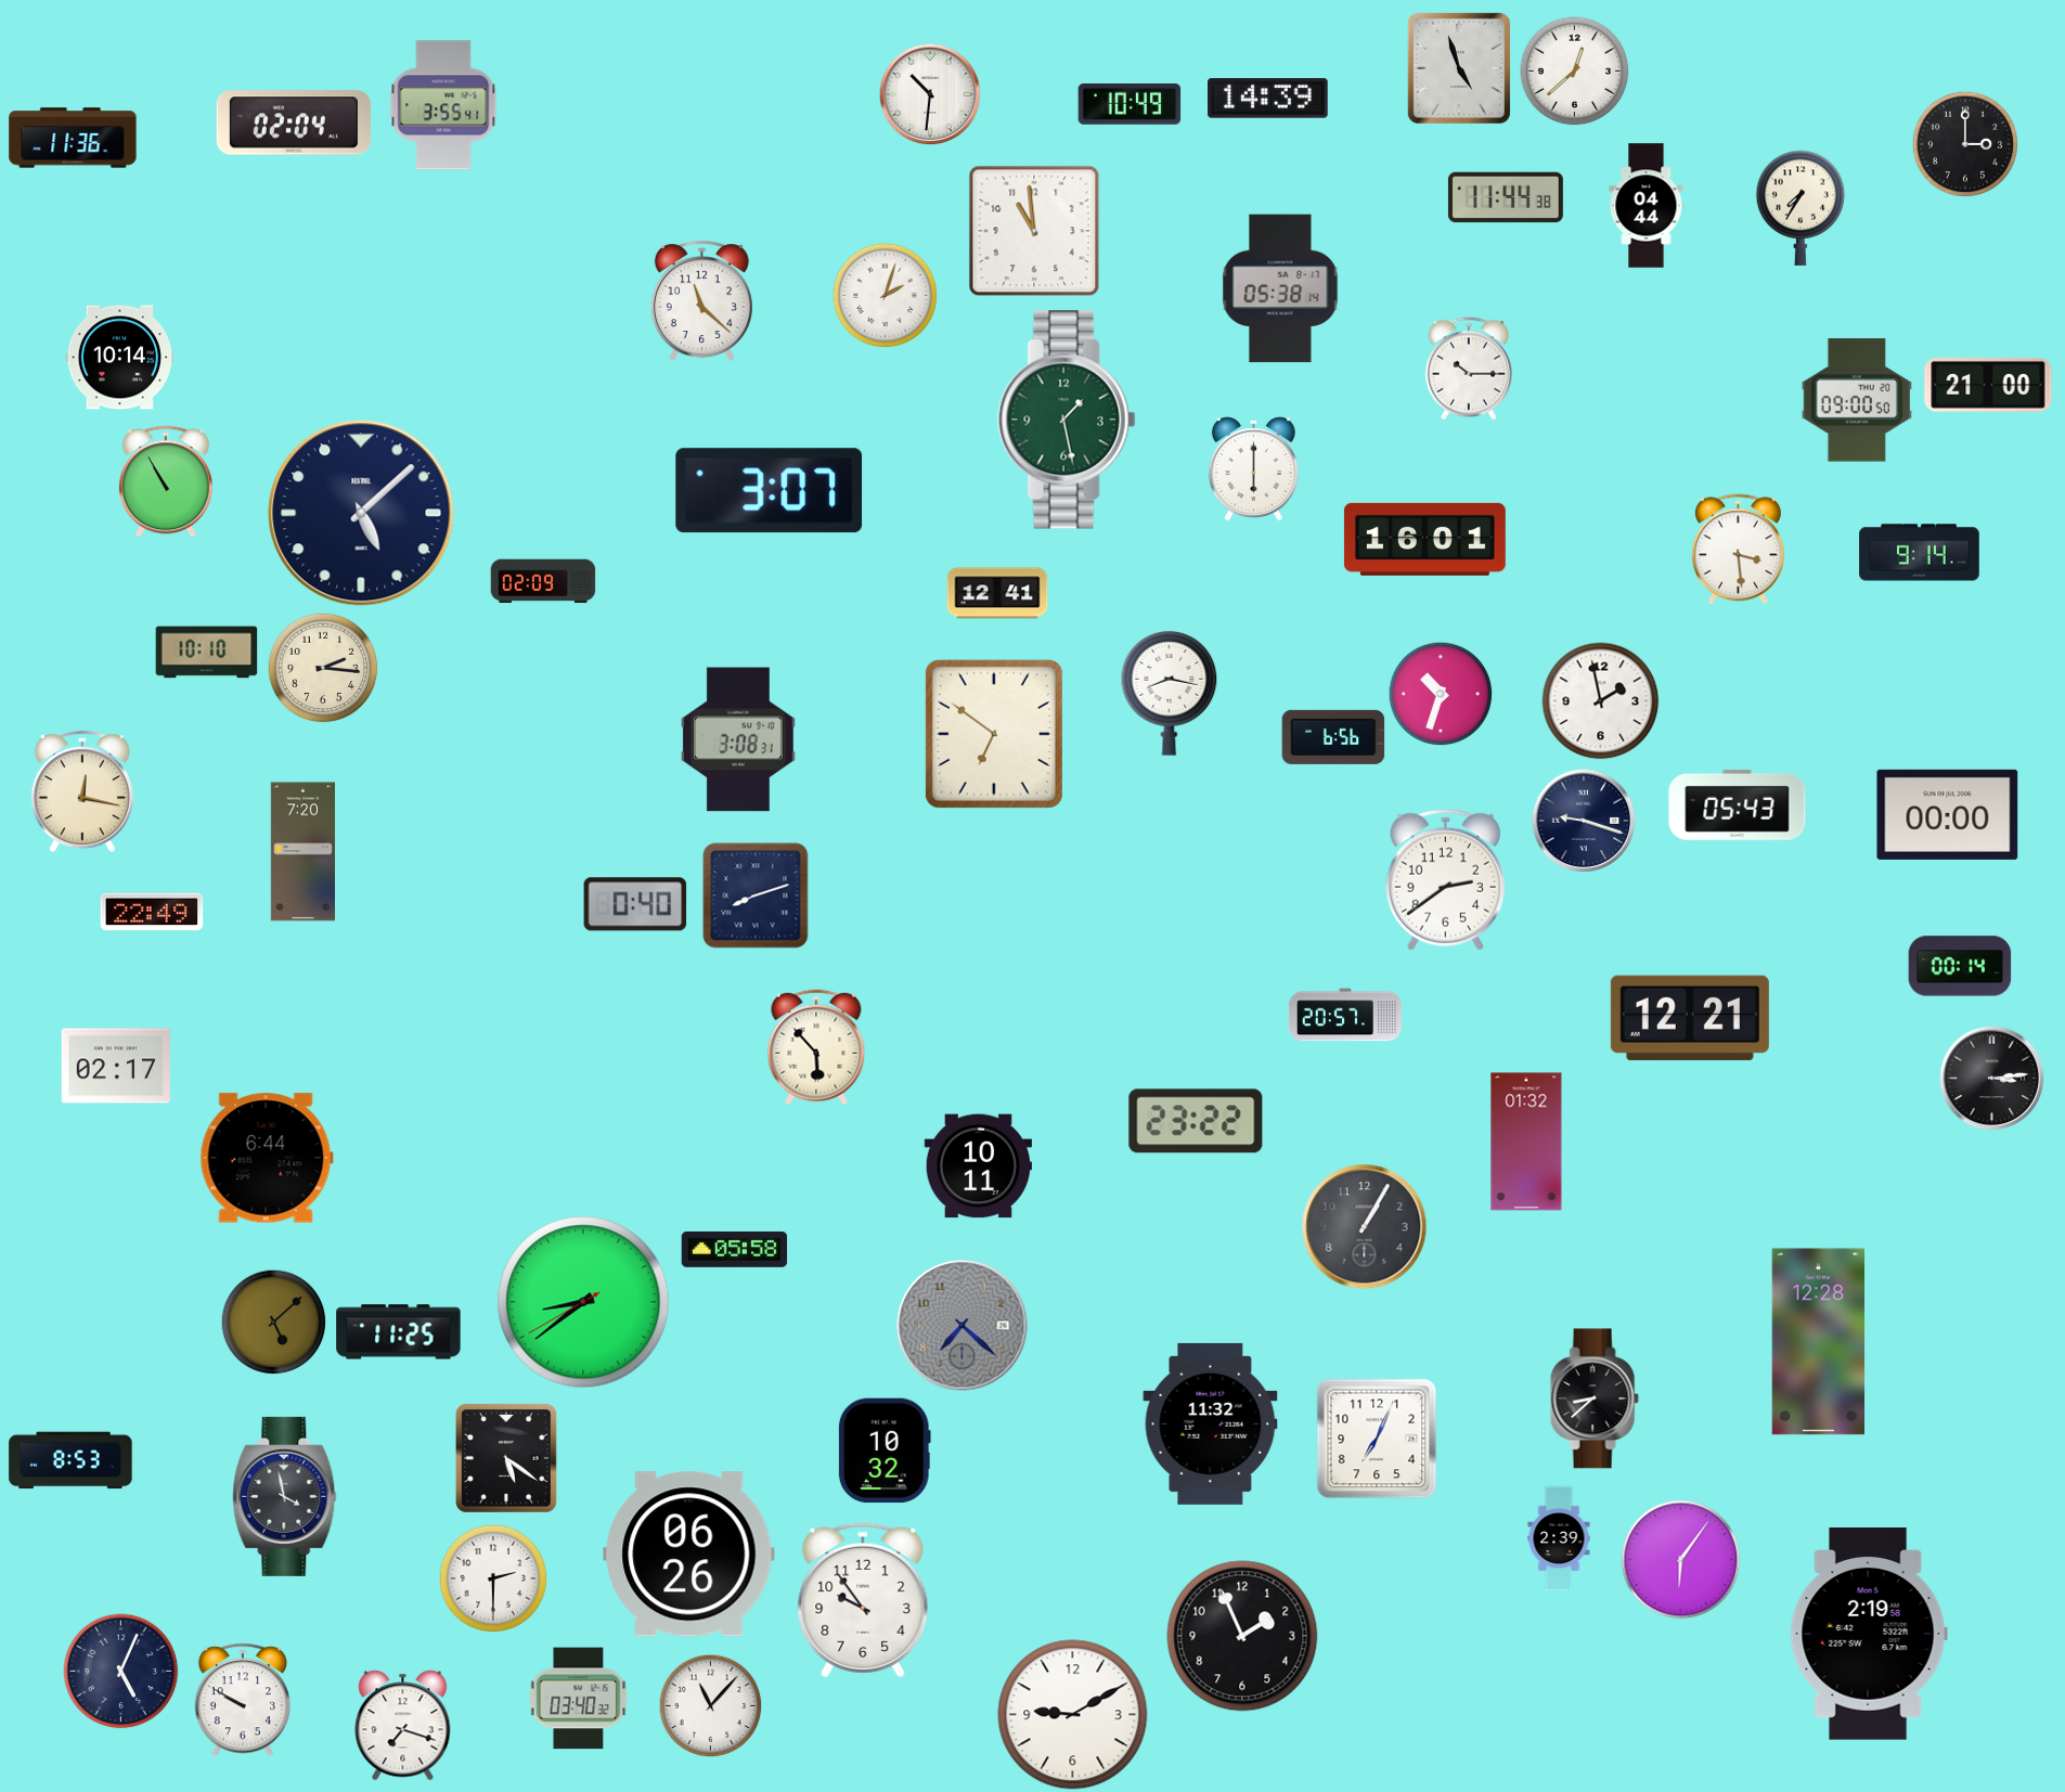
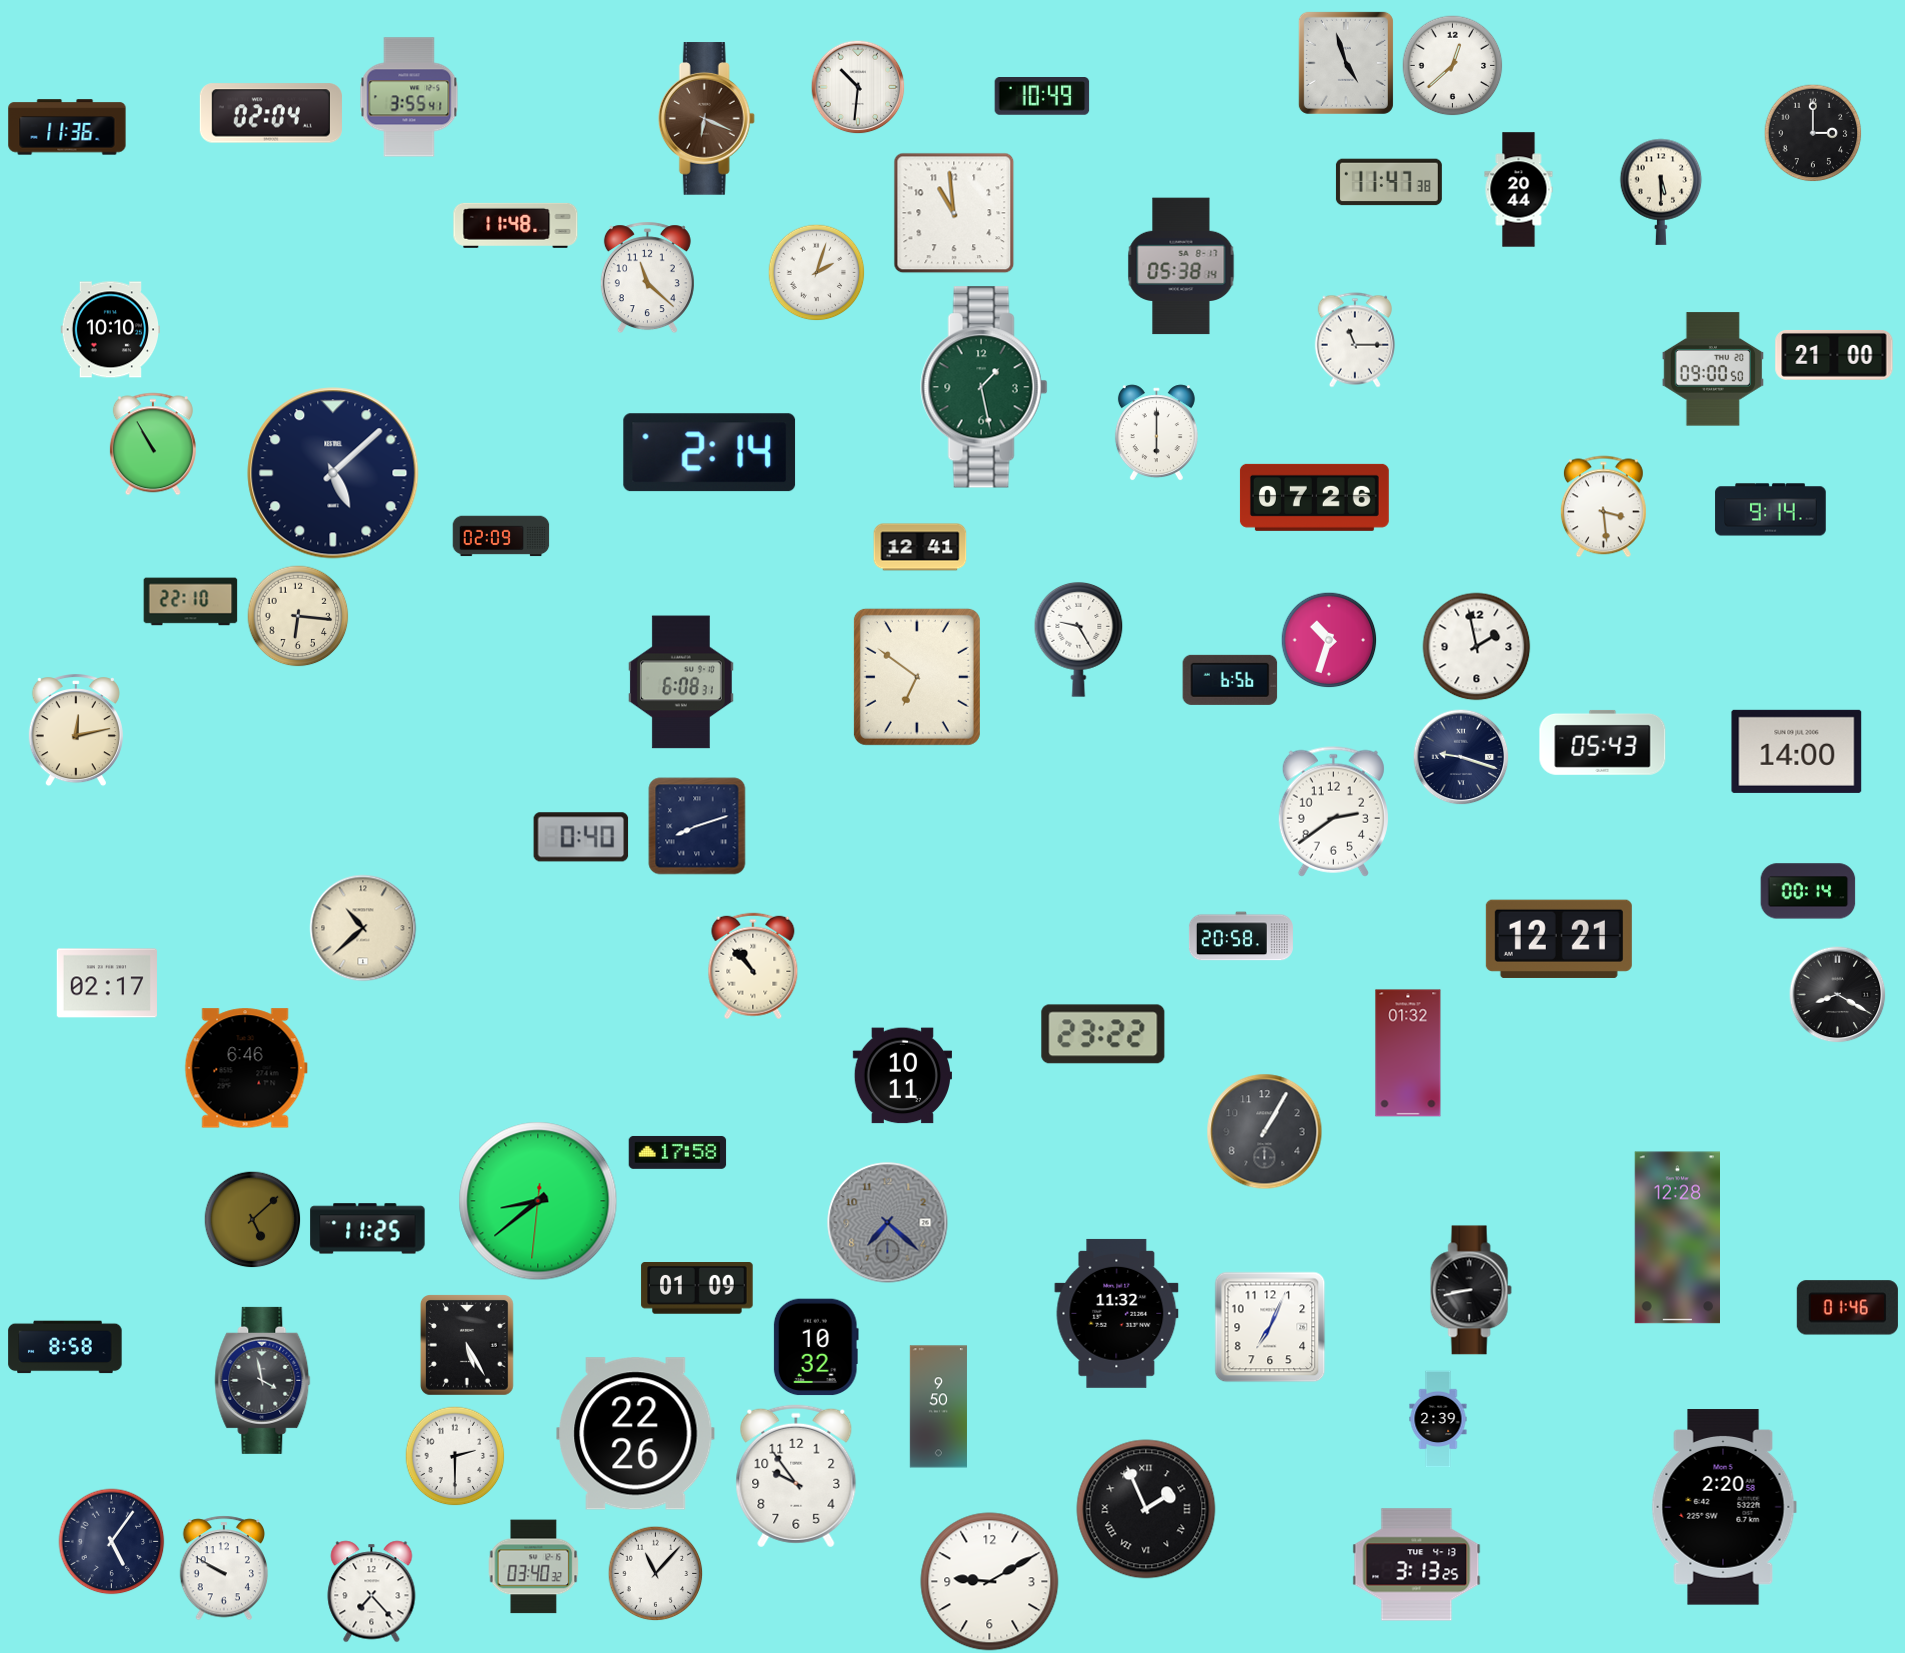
clock at (1268, 99): 14:39 -> none
clock at (706, 119): none -> 6:19
clock at (1506, 197): 11:44 -> 11:47
clock at (1647, 206): 04:44 -> 20:44
clock at (1801, 208): 7:35 -> 5:30
clock at (516, 225): none -> 11:48
clock at (119, 358): 10:14 -> 10:10
clock at (1468, 369): 10:15 -> 11:15
clock at (770, 491): 3:07 -> 2:14
clock at (1424, 539): 16:01 -> 07:26
clock at (207, 653): 10:10 -> 22:10
clock at (323, 668): 2:16 -> 6:16
clock at (1170, 694): 8:17 -> 9:25
clock at (738, 739): 3:08 -> 6:08
clock at (82, 792): 12:17 -> 12:13
clock at (1948, 814): 00:00 -> 14:00
clock at (302, 852): 7:20 -> none
clock at (635, 904) position: (635, 904) -> (581, 837)
clock at (152, 912): 22:49 -> none
clock at (363, 928): none -> 10:38
clock at (1345, 1015): 20:57 -> 20:58
clock at (816, 1047): 5:53 -> 10:53
clock at (1992, 1079): 3:14 -> 8:20
clock at (267, 1158): 6:44 -> 6:46
clock at (1365, 1227) position: (1365, 1227) -> (1265, 1132)
clock at (735, 1249): 05:58 -> 17:58
clock at (583, 1302): 8:38:40 -> 8:38:31
clock at (697, 1289): none -> 01:09
clock at (1595, 1398): 8:38 -> 8:43
clock at (1847, 1308): none -> 01:46
clock at (885, 1451) position: (885, 1451) -> (816, 1347)
clock at (506, 1459): 5:21 -> 5:25
clock at (70, 1460): 8:53 -> 8:58
clock at (938, 1407): none -> 9:50
clock at (689, 1555): 06:26 -> 22:26
clock at (1681, 1560): 6:06 -> none
clock at (1869, 1634): 2:19 -> 2:20
clock at (1242, 1636) numerals: Arabic -> Roman
clock at (121, 1672): 5:04 -> 5:06
clock at (1417, 1565): none -> 3:13
clock at (403, 1726): 7:18 -> 7:23
